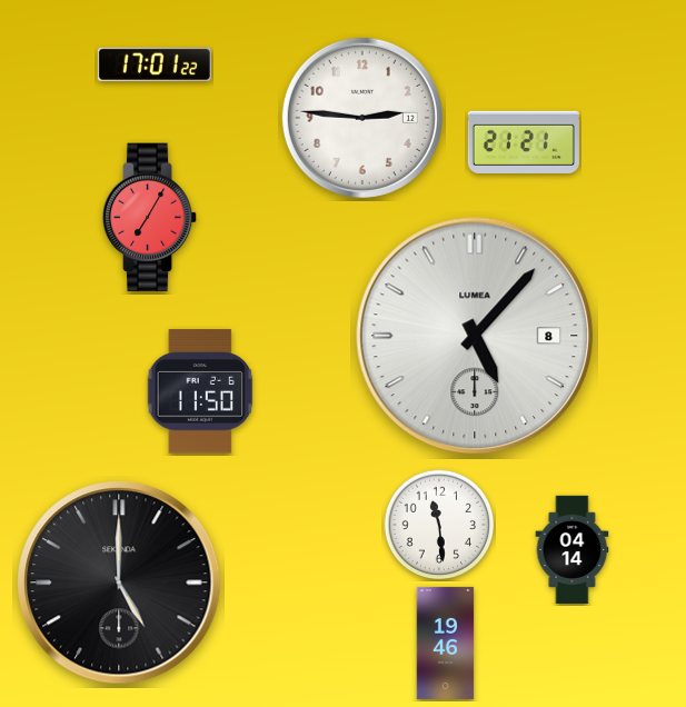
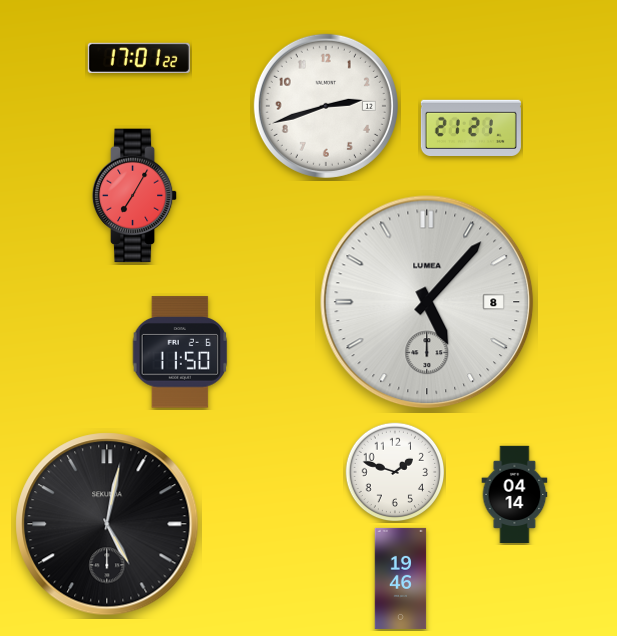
clock at (362, 118): 2:46 -> 2:42
clock at (439, 525): 11:29 -> 1:48
clock at (119, 582): 5:00 -> 5:02
